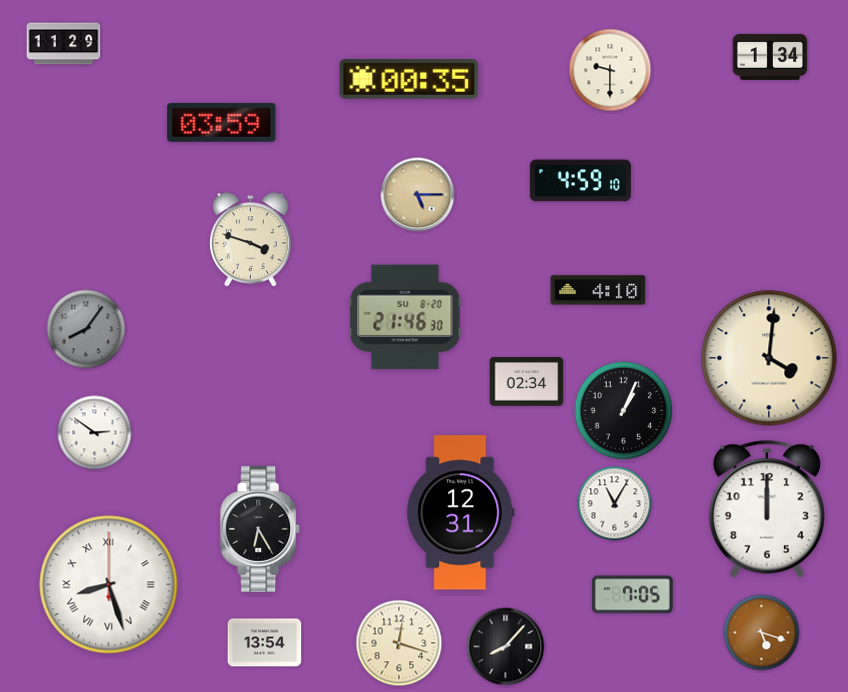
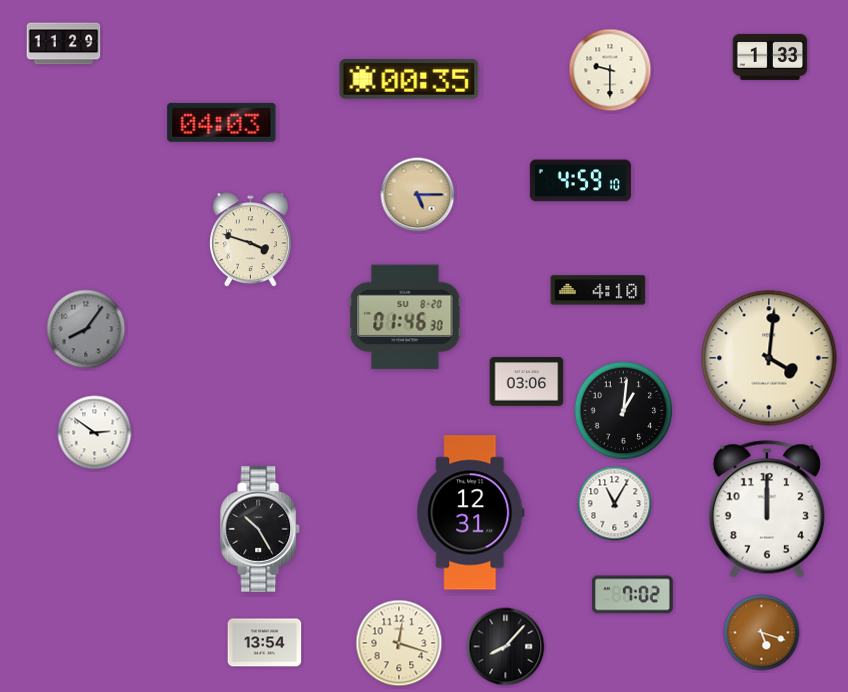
clock at (770, 57): 1:34 -> 1:33
clock at (222, 122): 03:59 -> 04:03
clock at (405, 317): 21:46 -> 01:46
clock at (527, 382): 02:34 -> 03:06
clock at (624, 411): 1:04 -> 1:01
clock at (461, 513) position: (461, 513) -> (471, 513)
clock at (261, 529): 6:25 -> 10:25
clock at (109, 585): 8:27 -> none
clock at (632, 595): 7:05 -> 7:02
